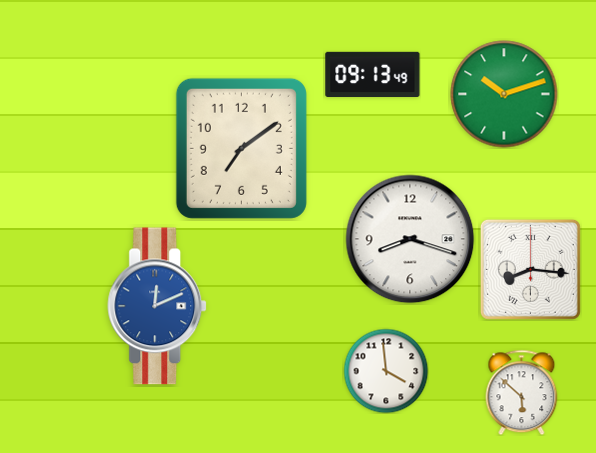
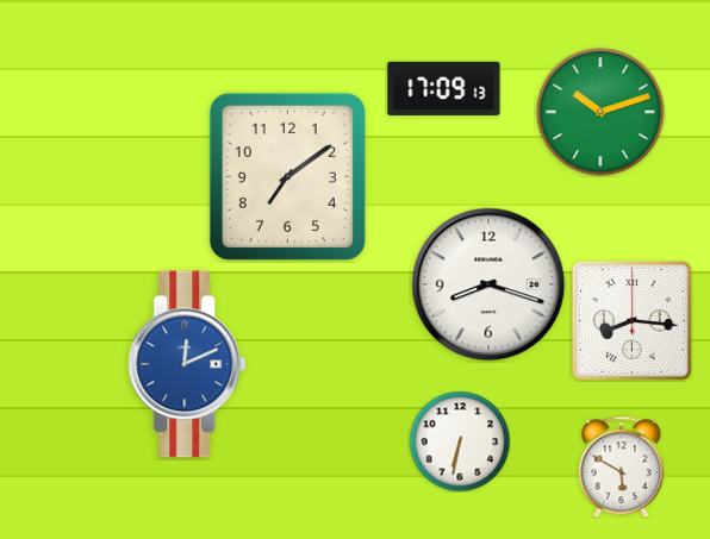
clock at (373, 74): 09:13 -> 17:09
clock at (386, 371): 3:59 -> 6:32
clock at (522, 392): 5:52 -> 5:50
